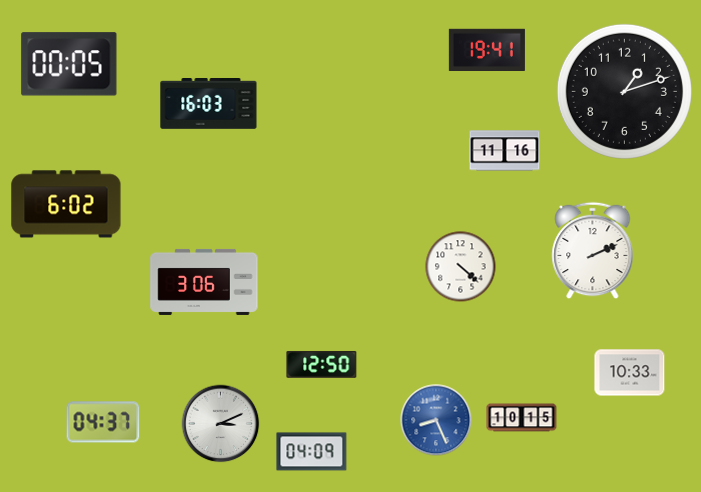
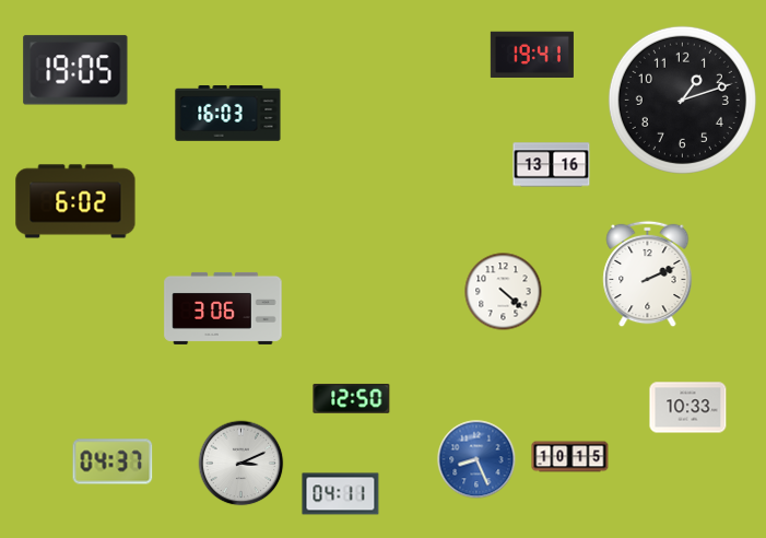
clock at (69, 64): 00:05 -> 19:05
clock at (505, 151): 11:16 -> 13:16
clock at (66, 204) position: (66, 204) -> (75, 201)
clock at (312, 452): 04:09 -> 04:11
